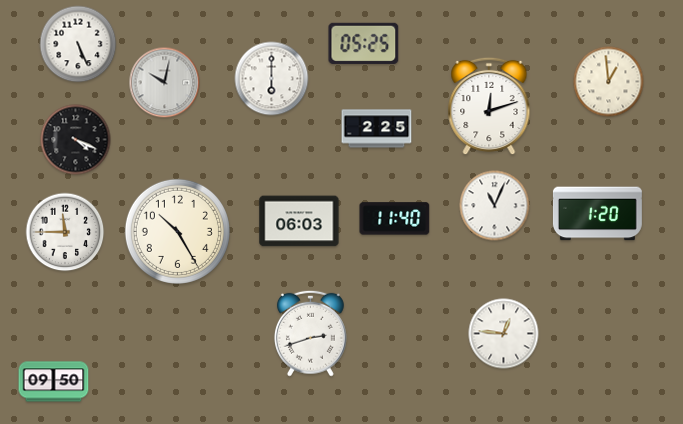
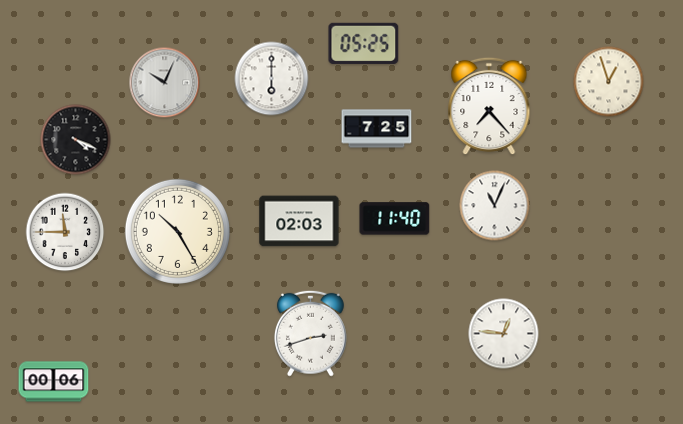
clock at (78, 44): 5:26 -> none
clock at (609, 82): 12:59 -> 12:57
clock at (165, 83): 10:02 -> 10:04
clock at (489, 106): 12:12 -> 7:23
clock at (377, 129): 2:25 -> 7:25
clock at (597, 214): 1:20 -> none
clock at (299, 221): 06:03 -> 02:03
clock at (54, 382): 09:50 -> 00:06
